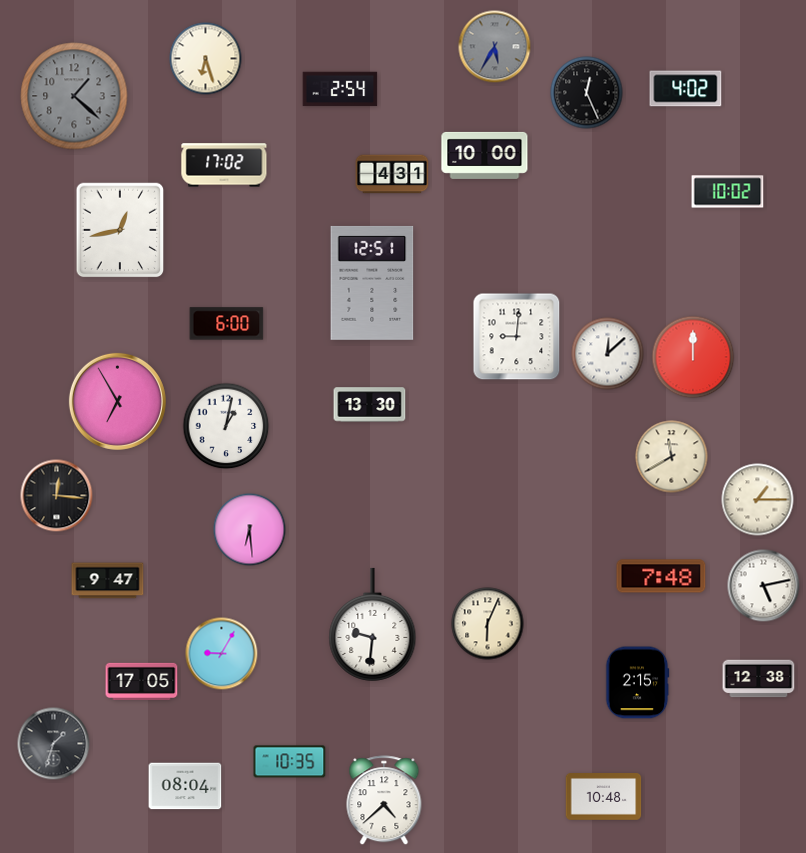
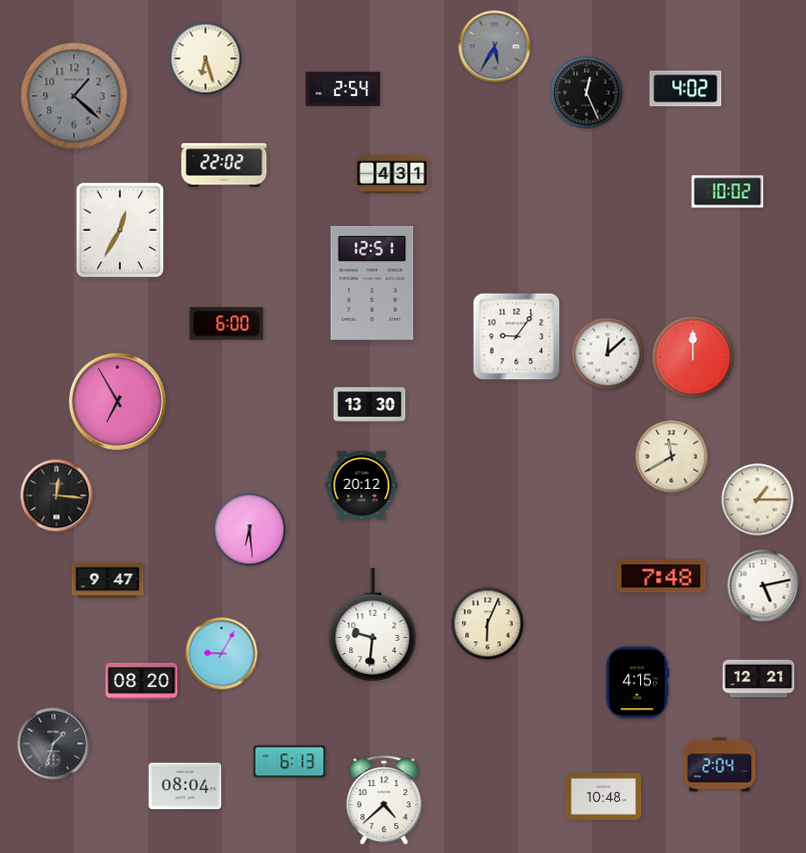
clock at (340, 89) position: (340, 89) -> (343, 89)
clock at (485, 155): 10:00 -> none
clock at (224, 165): 17:02 -> 22:02
clock at (120, 230): 12:43 -> 12:35
clock at (517, 337): 9:01 -> 9:06
clock at (226, 426): 1:02 -> none
clock at (362, 485): none -> 20:12
clock at (759, 679): 12:38 -> 12:21
clock at (142, 681): 17:05 -> 08:20
clock at (637, 683): 2:15 -> 4:15
clock at (290, 762): 10:35 -> 6:13
clock at (720, 765): none -> 2:04
